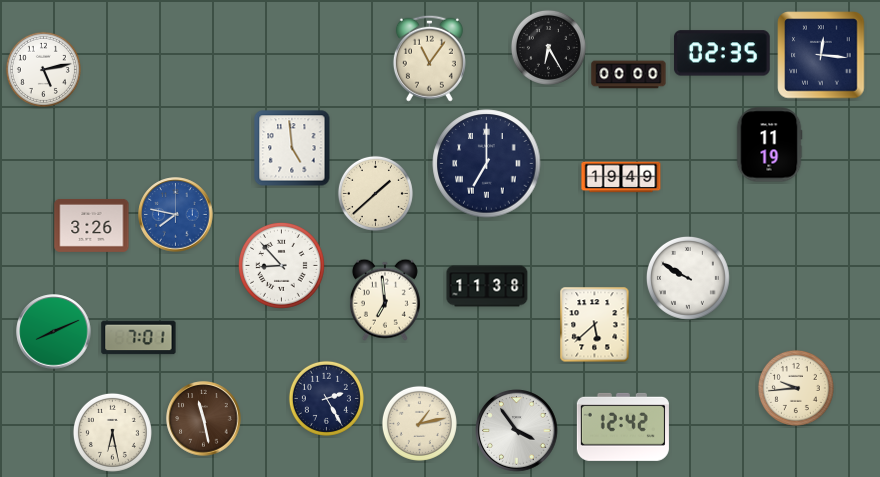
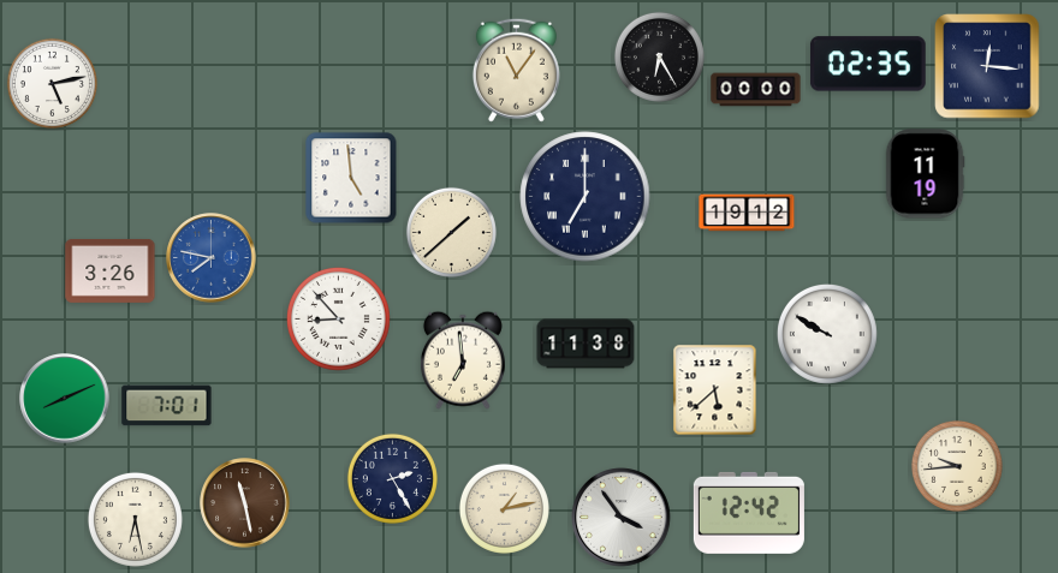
clock at (621, 177): 19:49 -> 19:12
